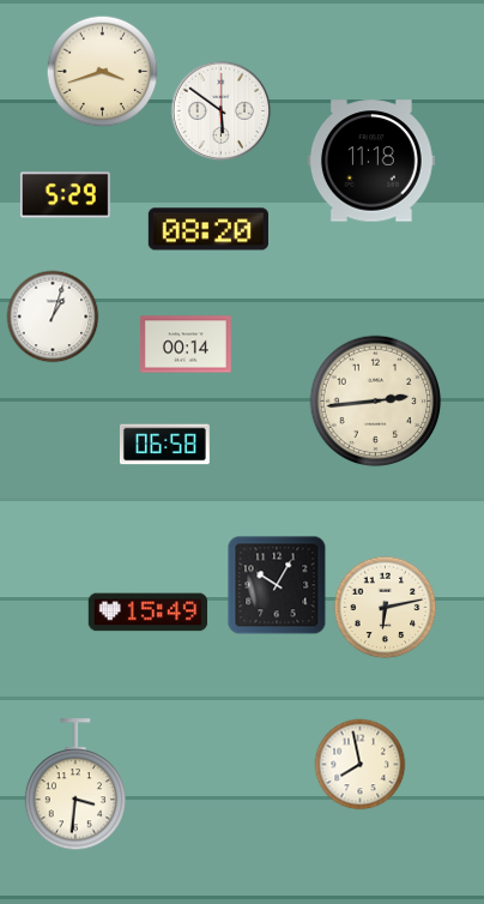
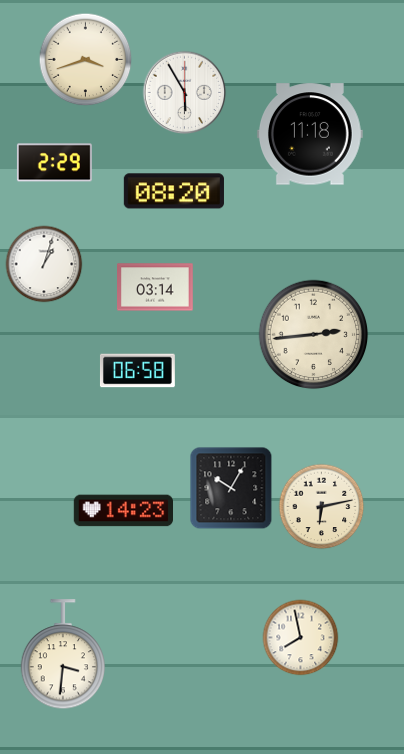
clock at (222, 112): 5:51 -> 5:55
clock at (65, 195): 5:29 -> 2:29
clock at (187, 344): 00:14 -> 03:14
clock at (147, 613): 15:49 -> 14:23
